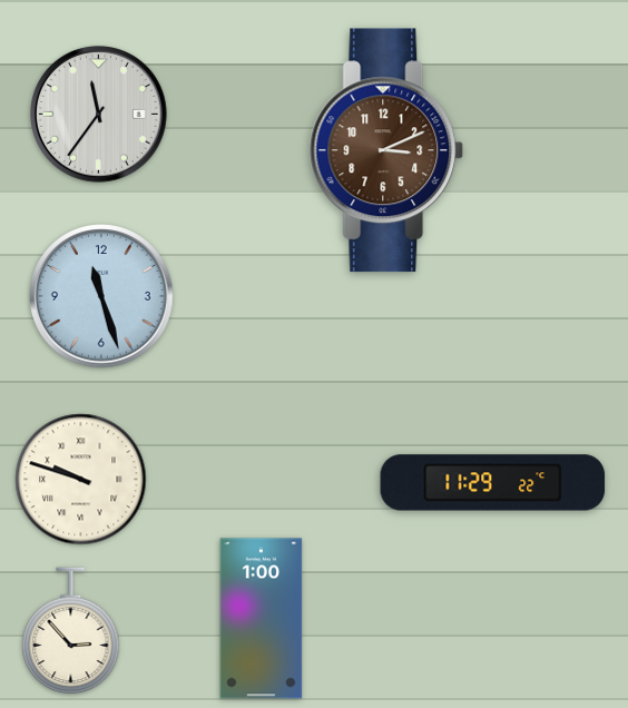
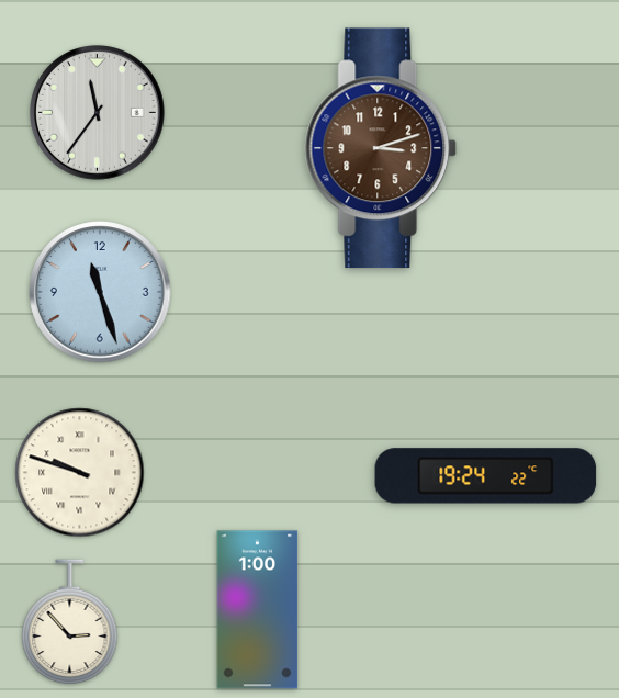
clock at (386, 150): 3:11 -> 3:12
clock at (493, 483): 11:29 -> 19:24
